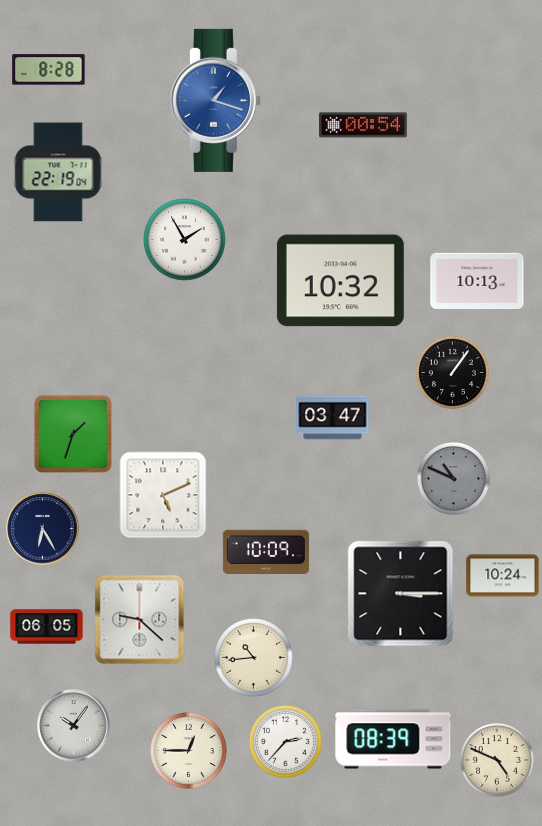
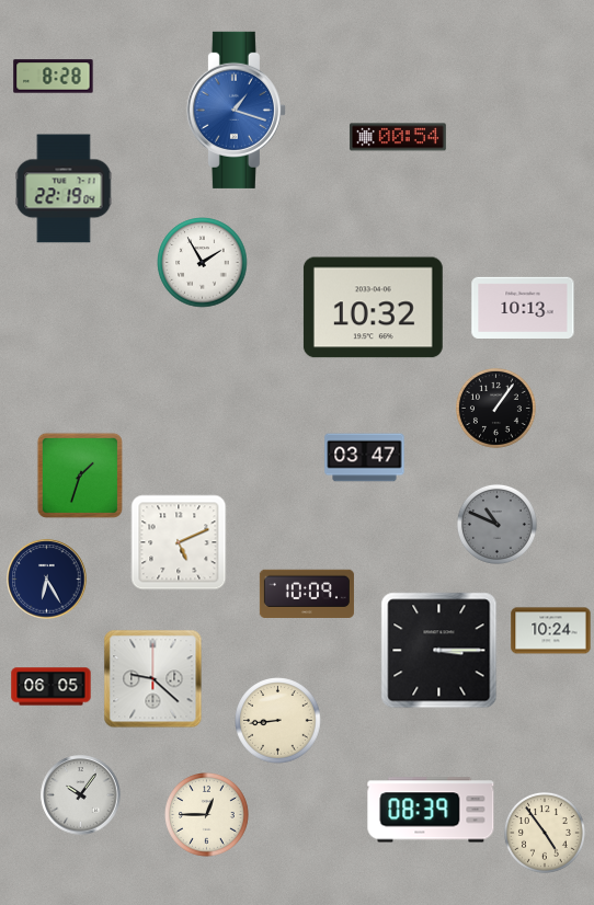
clock at (266, 552) position: (266, 552) -> (307, 594)
clock at (254, 658): 10:44 -> 8:44
clock at (285, 741): 2:37 -> none
clock at (189, 751) position: (189, 751) -> (207, 815)
clock at (497, 760): 4:49 -> 4:54
